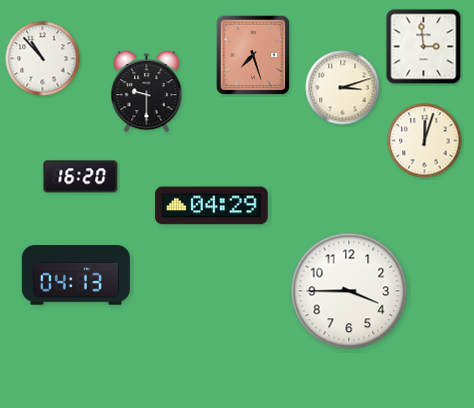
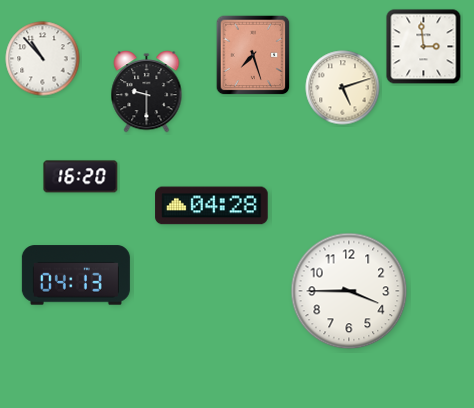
clock at (343, 88): 3:12 -> 5:12
clock at (425, 141): 12:03 -> none
clock at (212, 206): 04:29 -> 04:28
